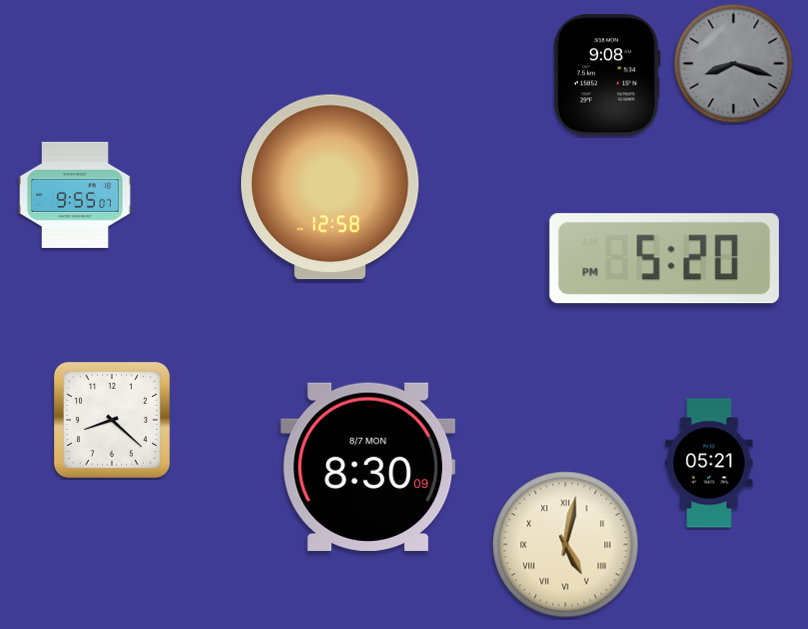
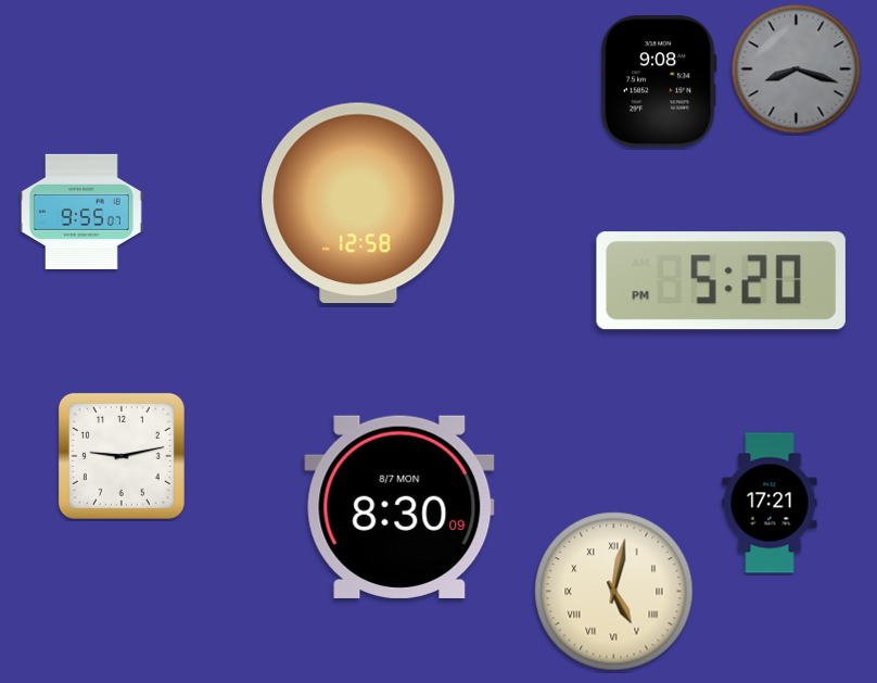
clock at (112, 420): 8:22 -> 9:13
clock at (709, 463): 05:21 -> 17:21
